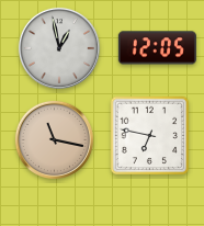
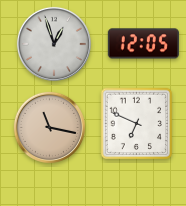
clock at (59, 48): 12:58 -> 12:57
clock at (150, 136): 6:47 -> 6:49
